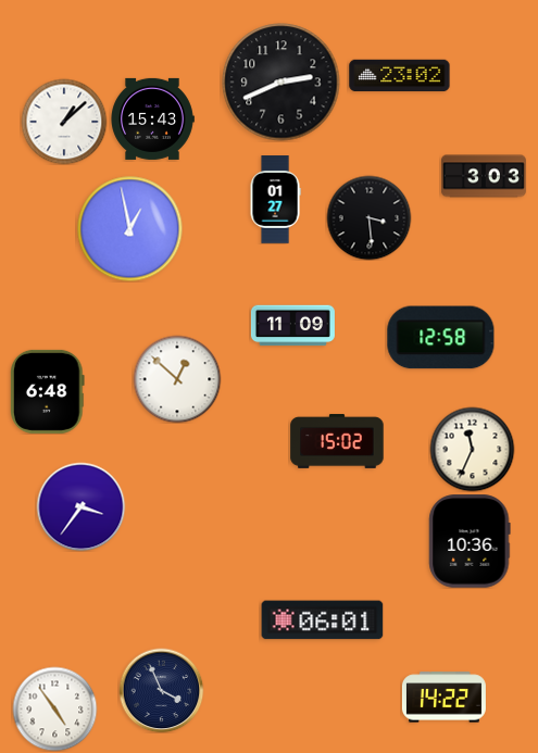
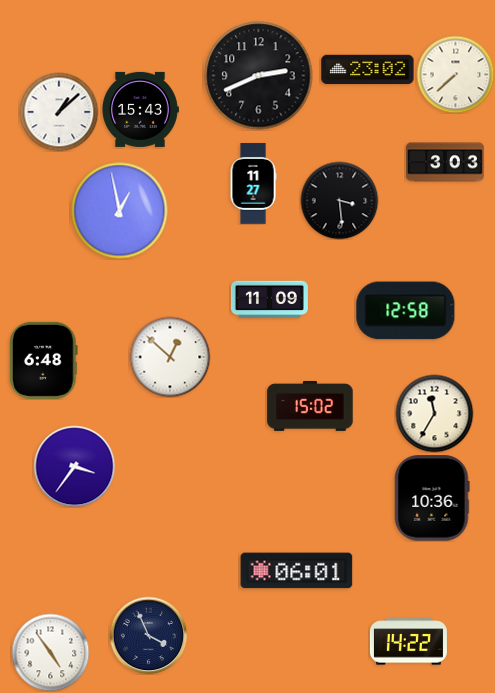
clock at (455, 74): none -> 7:38
clock at (275, 200): 01:27 -> 11:27
clock at (177, 379) position: (177, 379) -> (170, 357)
clock at (472, 449): 11:34 -> 11:35
